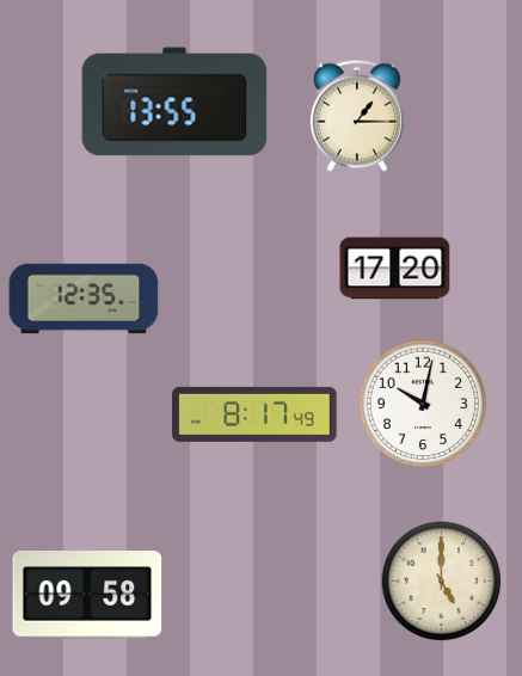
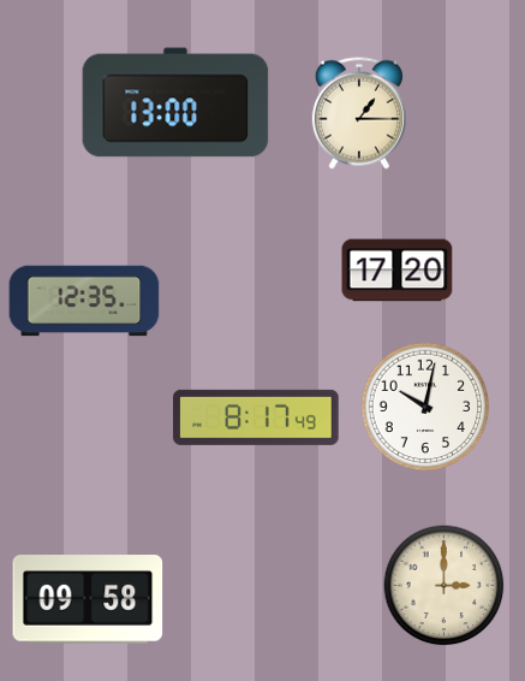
clock at (174, 102): 13:55 -> 13:00
clock at (357, 116) position: (357, 116) -> (359, 113)
clock at (442, 582): 5:00 -> 3:00
